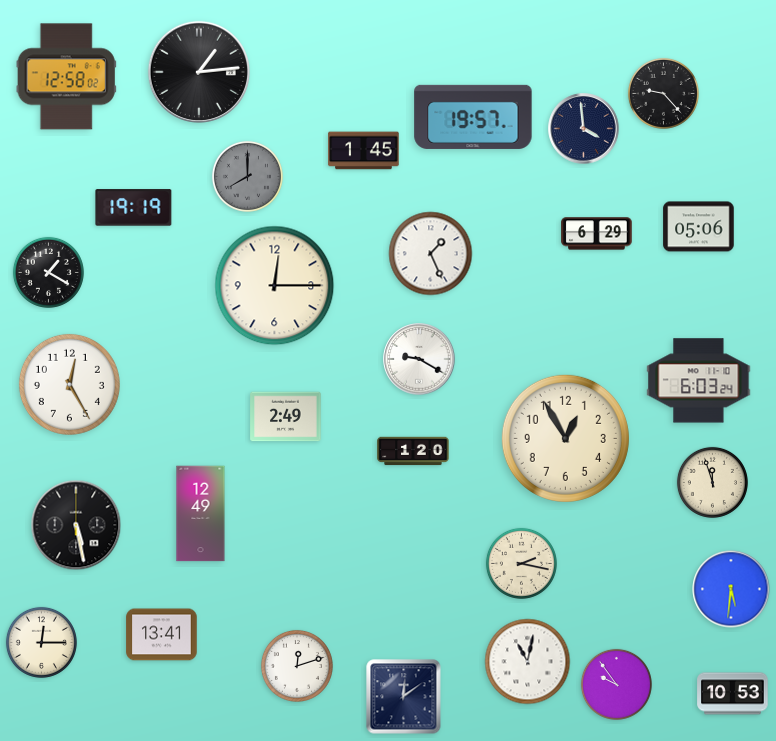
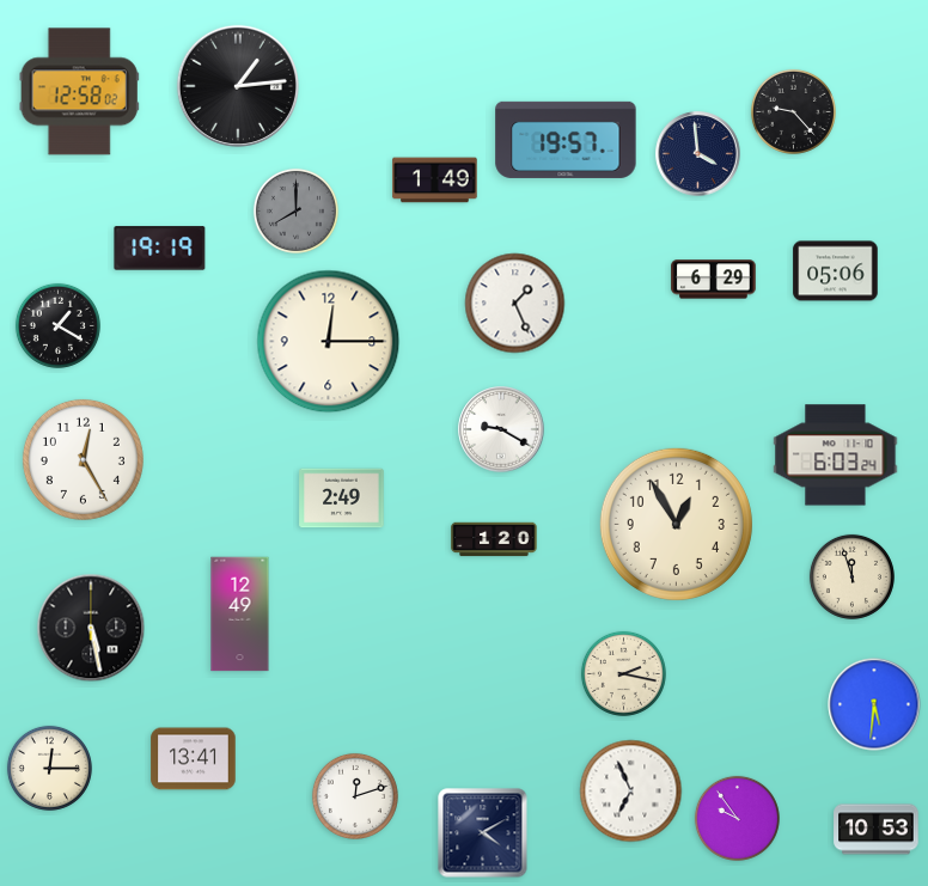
clock at (364, 151): 1:45 -> 1:49
clock at (528, 662): 11:02 -> 6:56
clock at (404, 697): 12:09 -> 4:10
